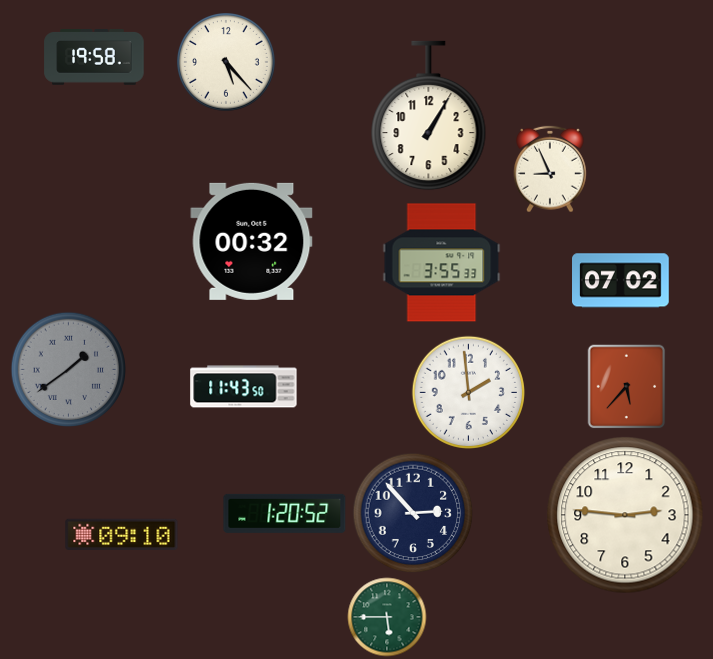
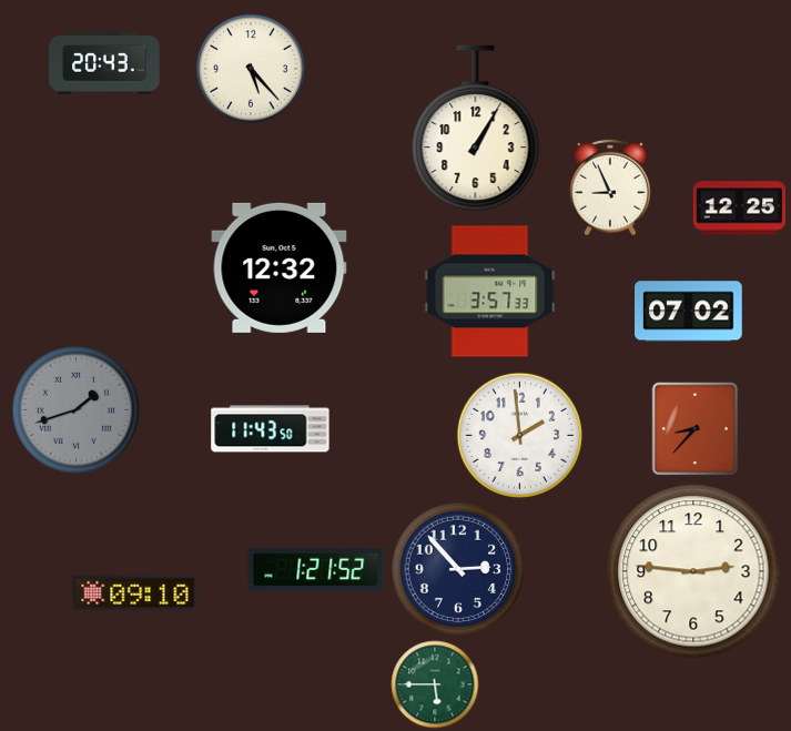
clock at (94, 58): 19:58 -> 20:43
clock at (739, 209): none -> 12:25
clock at (252, 241): 00:32 -> 12:32
clock at (442, 263): 3:55 -> 3:57
clock at (68, 369): 1:39 -> 1:42
clock at (627, 386): 5:37 -> 8:37
clock at (285, 513): 1:20 -> 1:21
clock at (387, 617) position: (387, 617) -> (435, 684)
